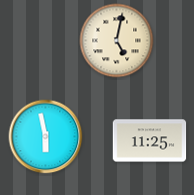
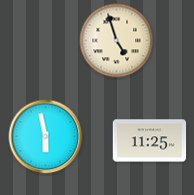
clock at (117, 41): 5:02 -> 4:57
